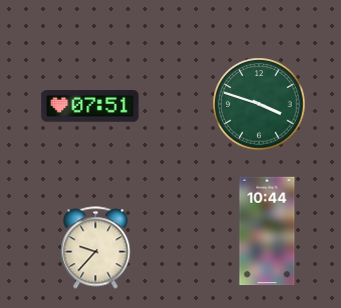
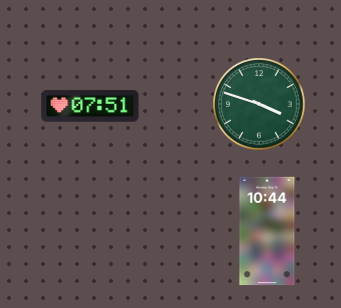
clock at (96, 248): 9:37 -> none
